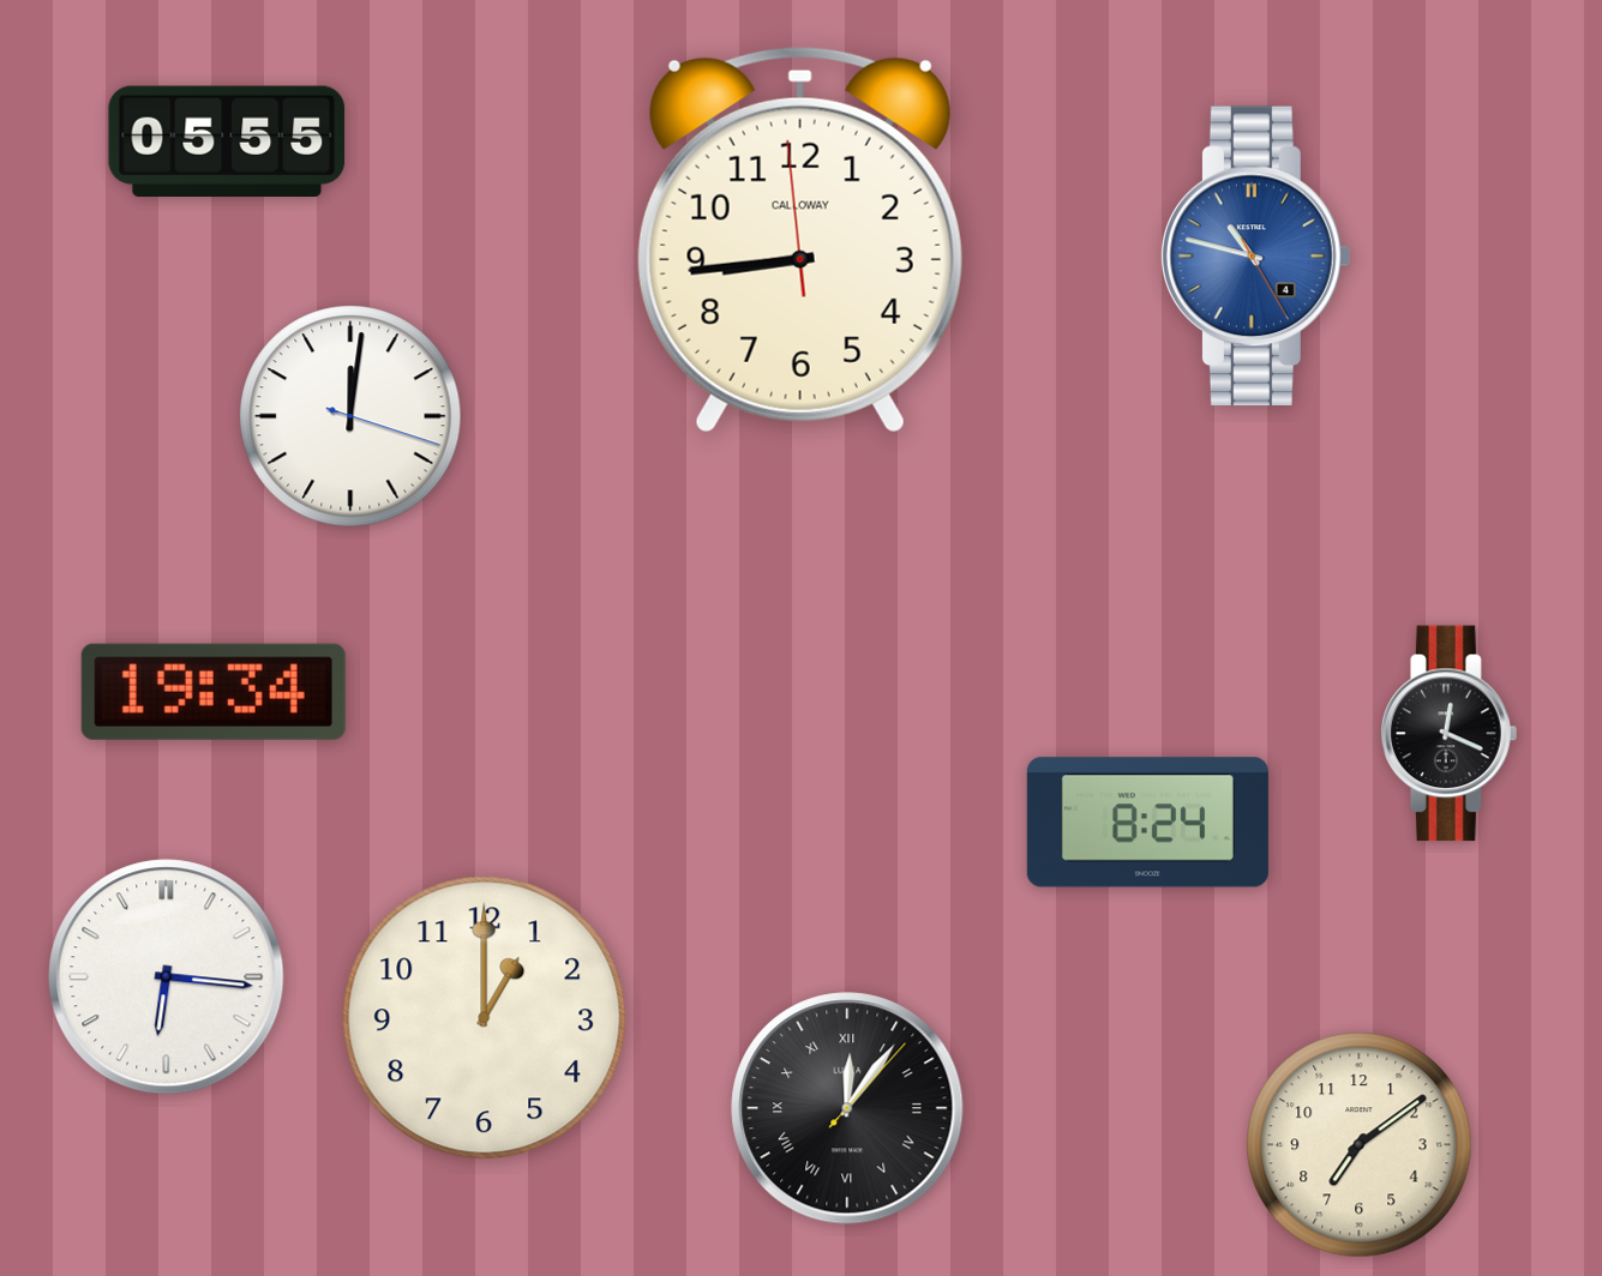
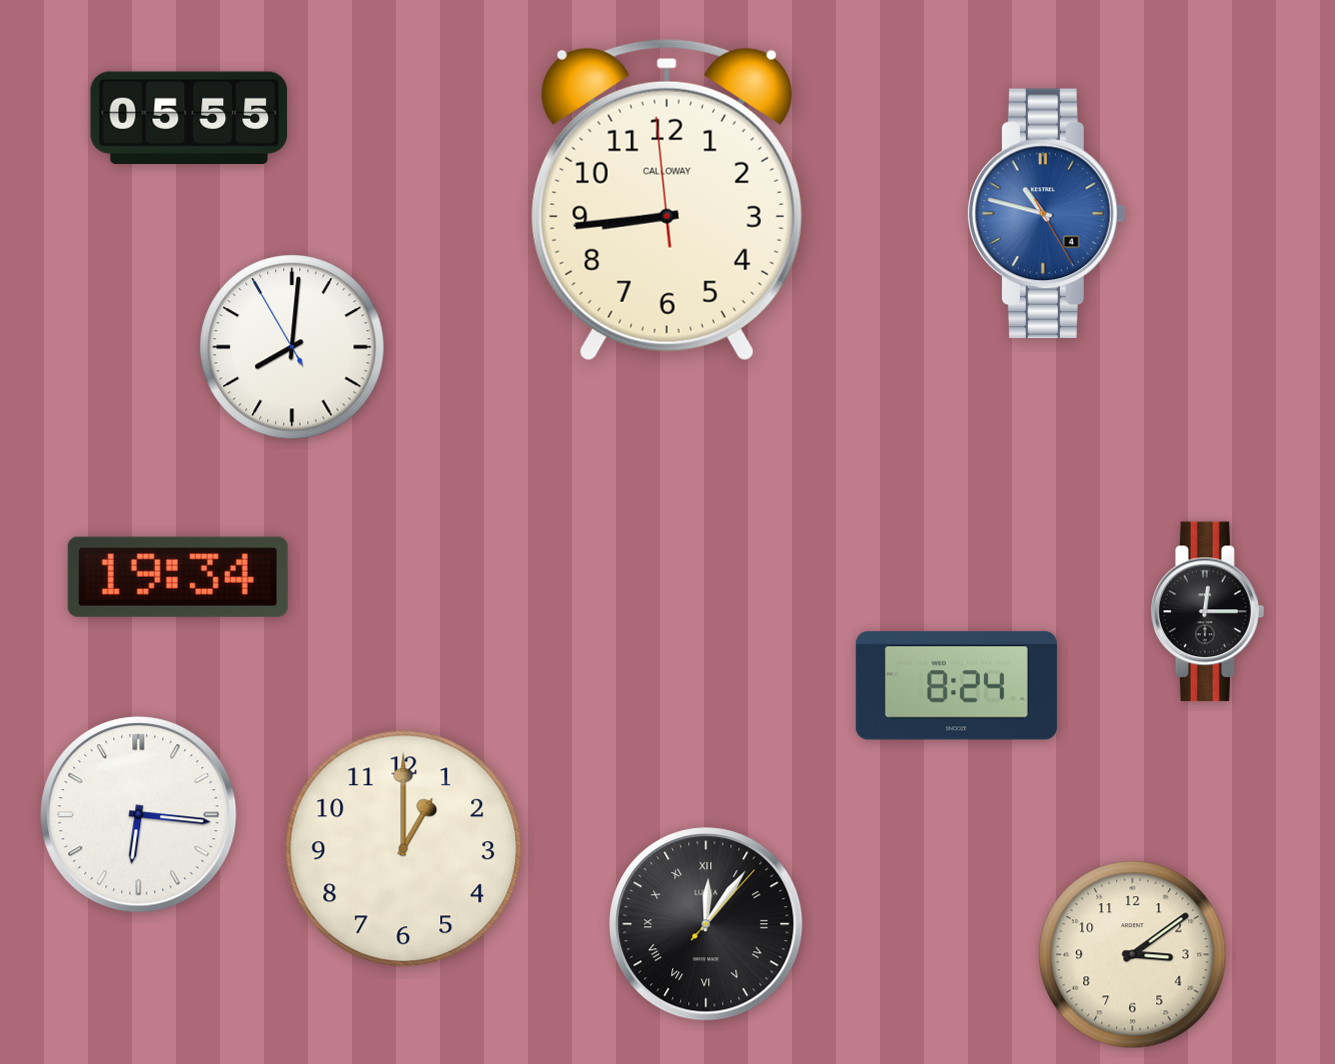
clock at (350, 416): 12:01 -> 8:00
clock at (1450, 734): 12:19 -> 12:15
clock at (1360, 1145): 7:09 -> 3:09
